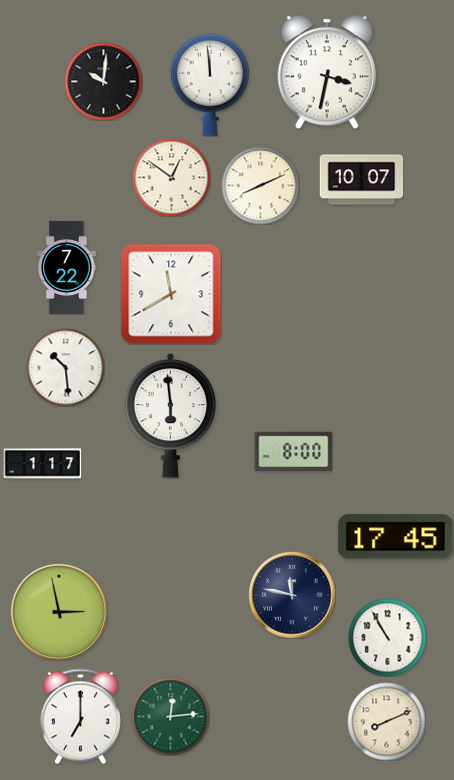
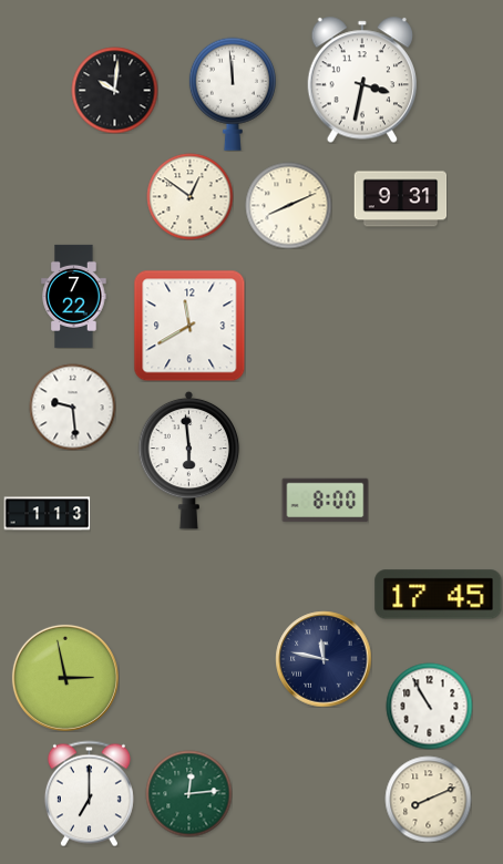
clock at (361, 180): 10:07 -> 9:31
clock at (65, 367): 10:29 -> 9:29
clock at (42, 464): 1:17 -> 1:13
